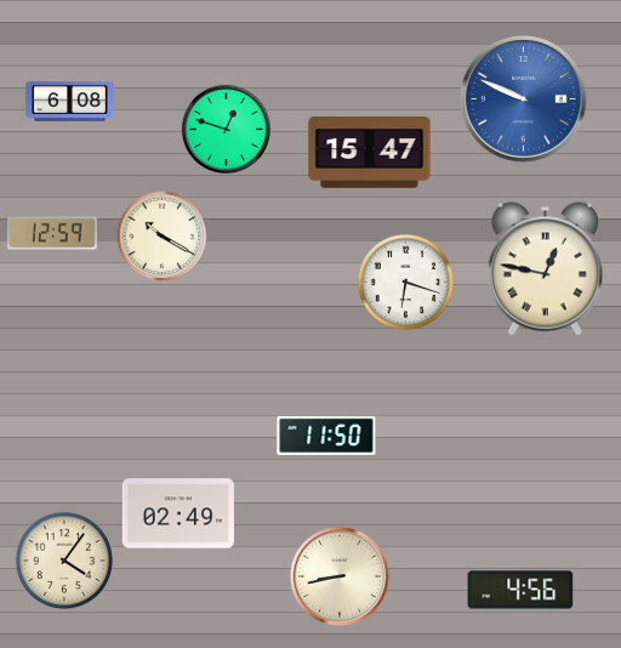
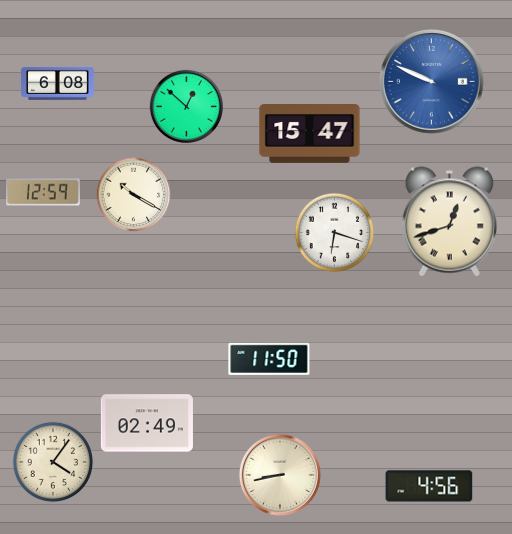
clock at (226, 129): 12:48 -> 12:52
clock at (370, 153) position: (370, 153) -> (310, 134)
clock at (545, 269): 12:47 -> 12:42
